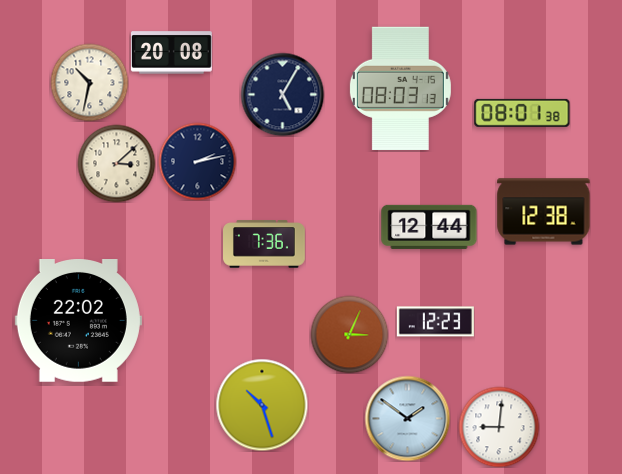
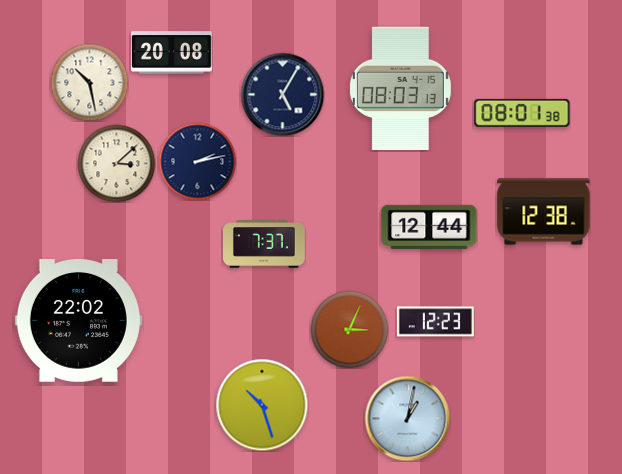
clock at (89, 82): 10:32 -> 10:28
clock at (265, 244): 7:36 -> 7:37
clock at (349, 334) position: (349, 334) -> (349, 329)
clock at (407, 418): 1:51 -> 1:02
clock at (499, 427): 9:01 -> none
